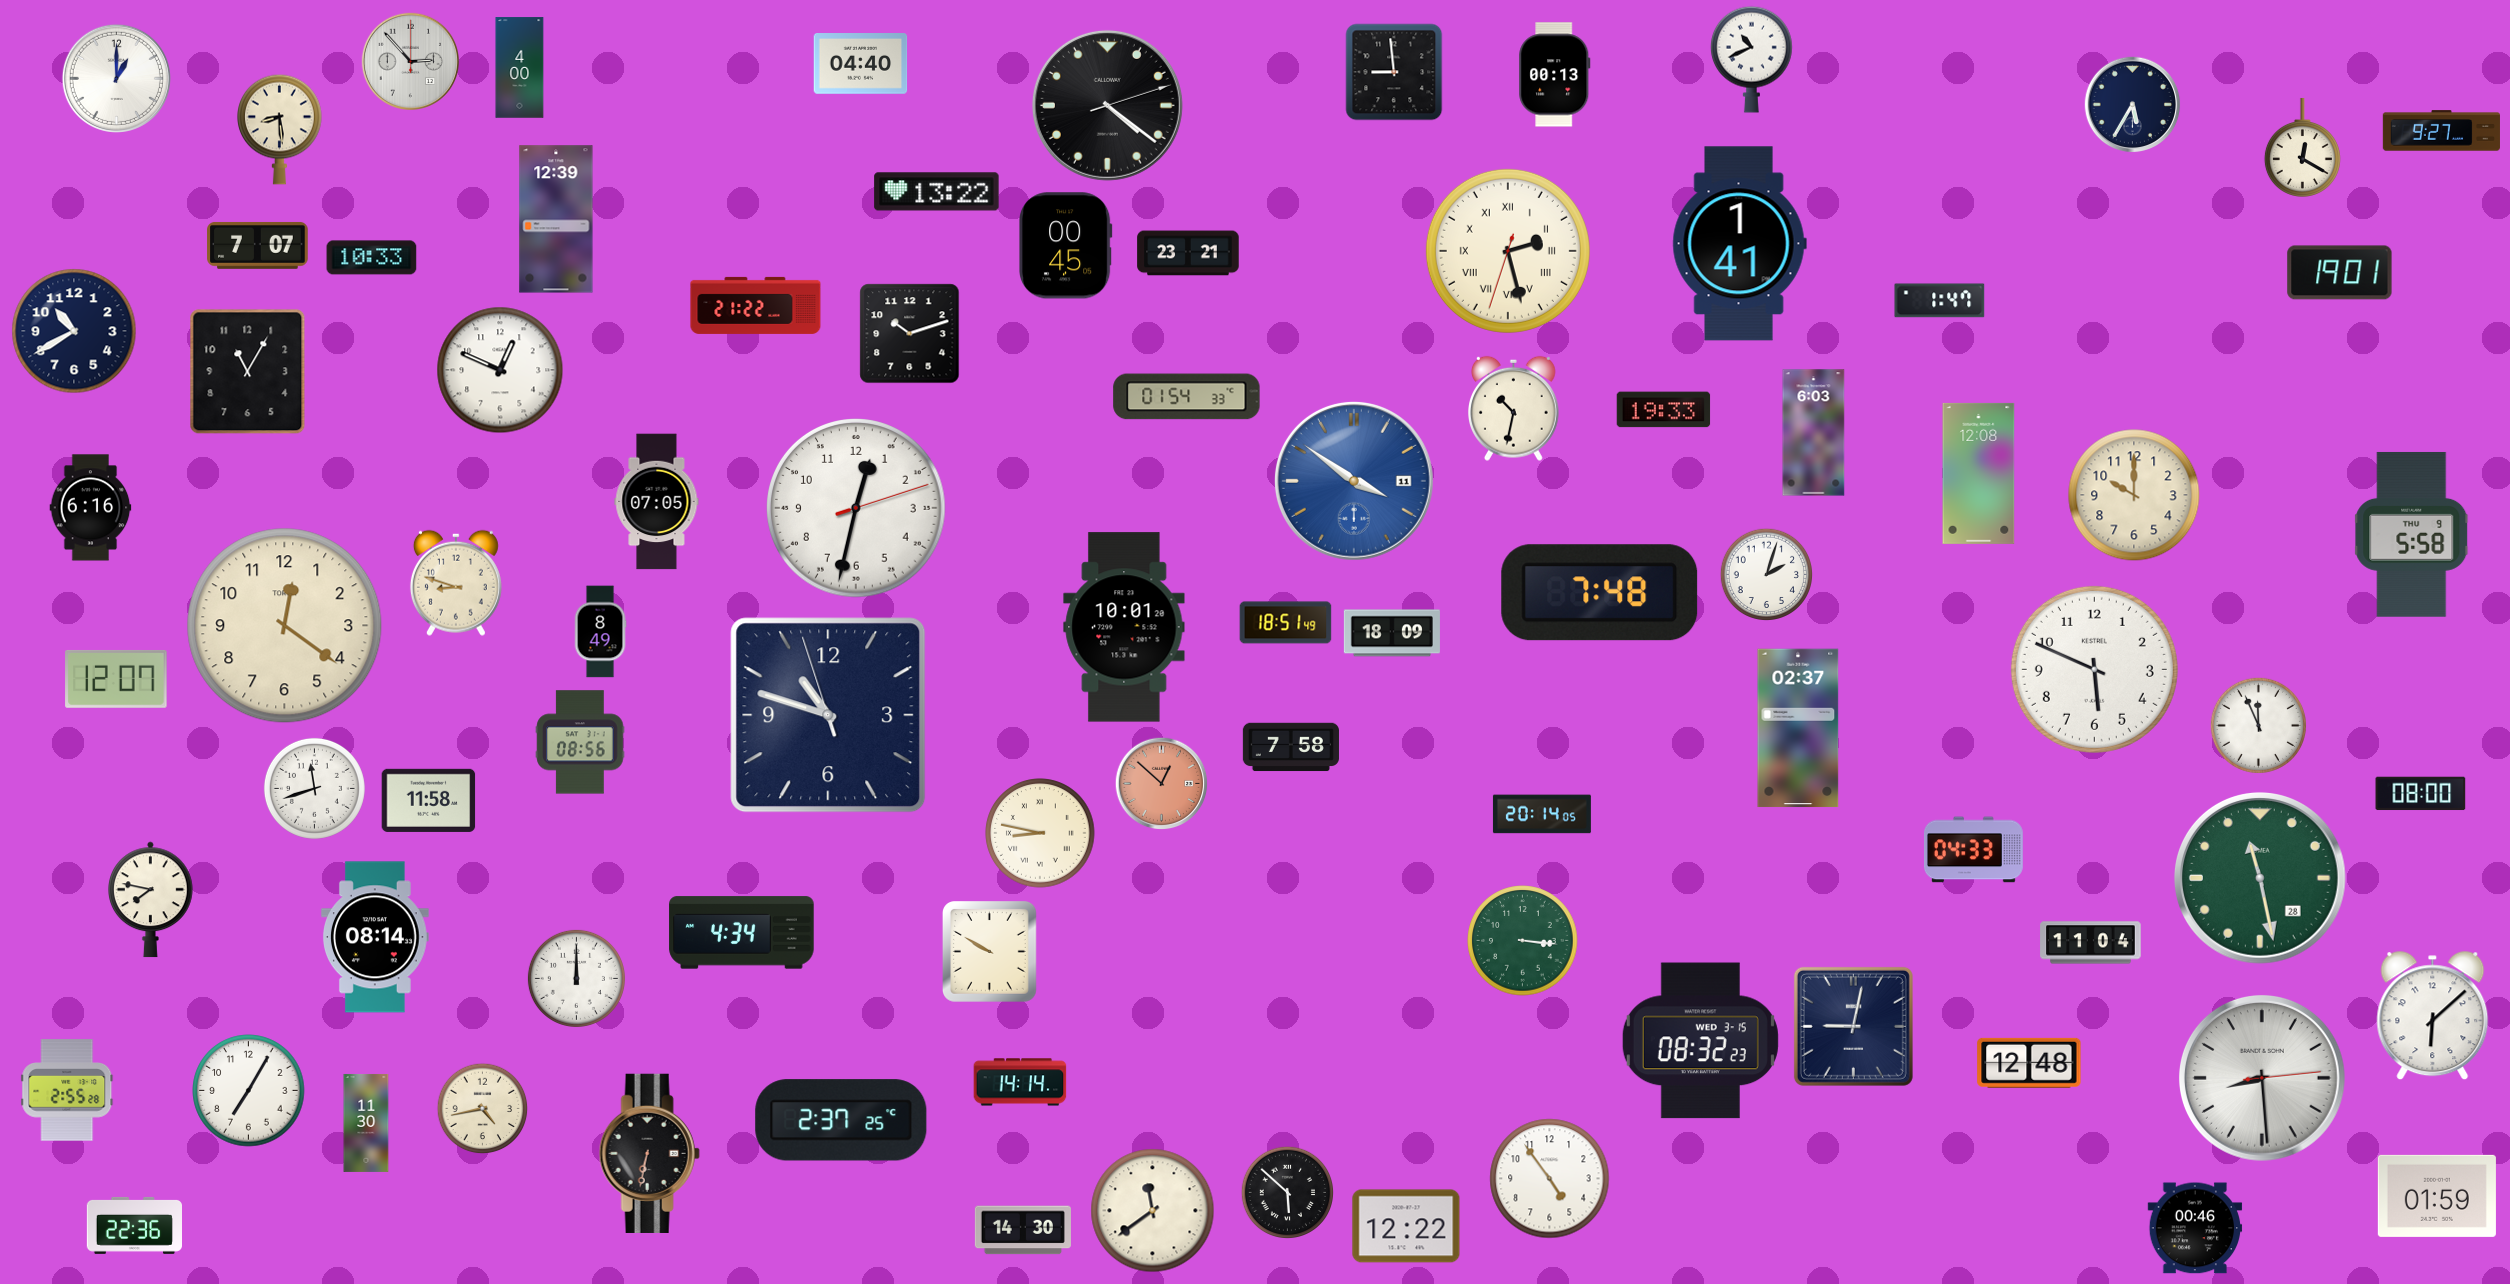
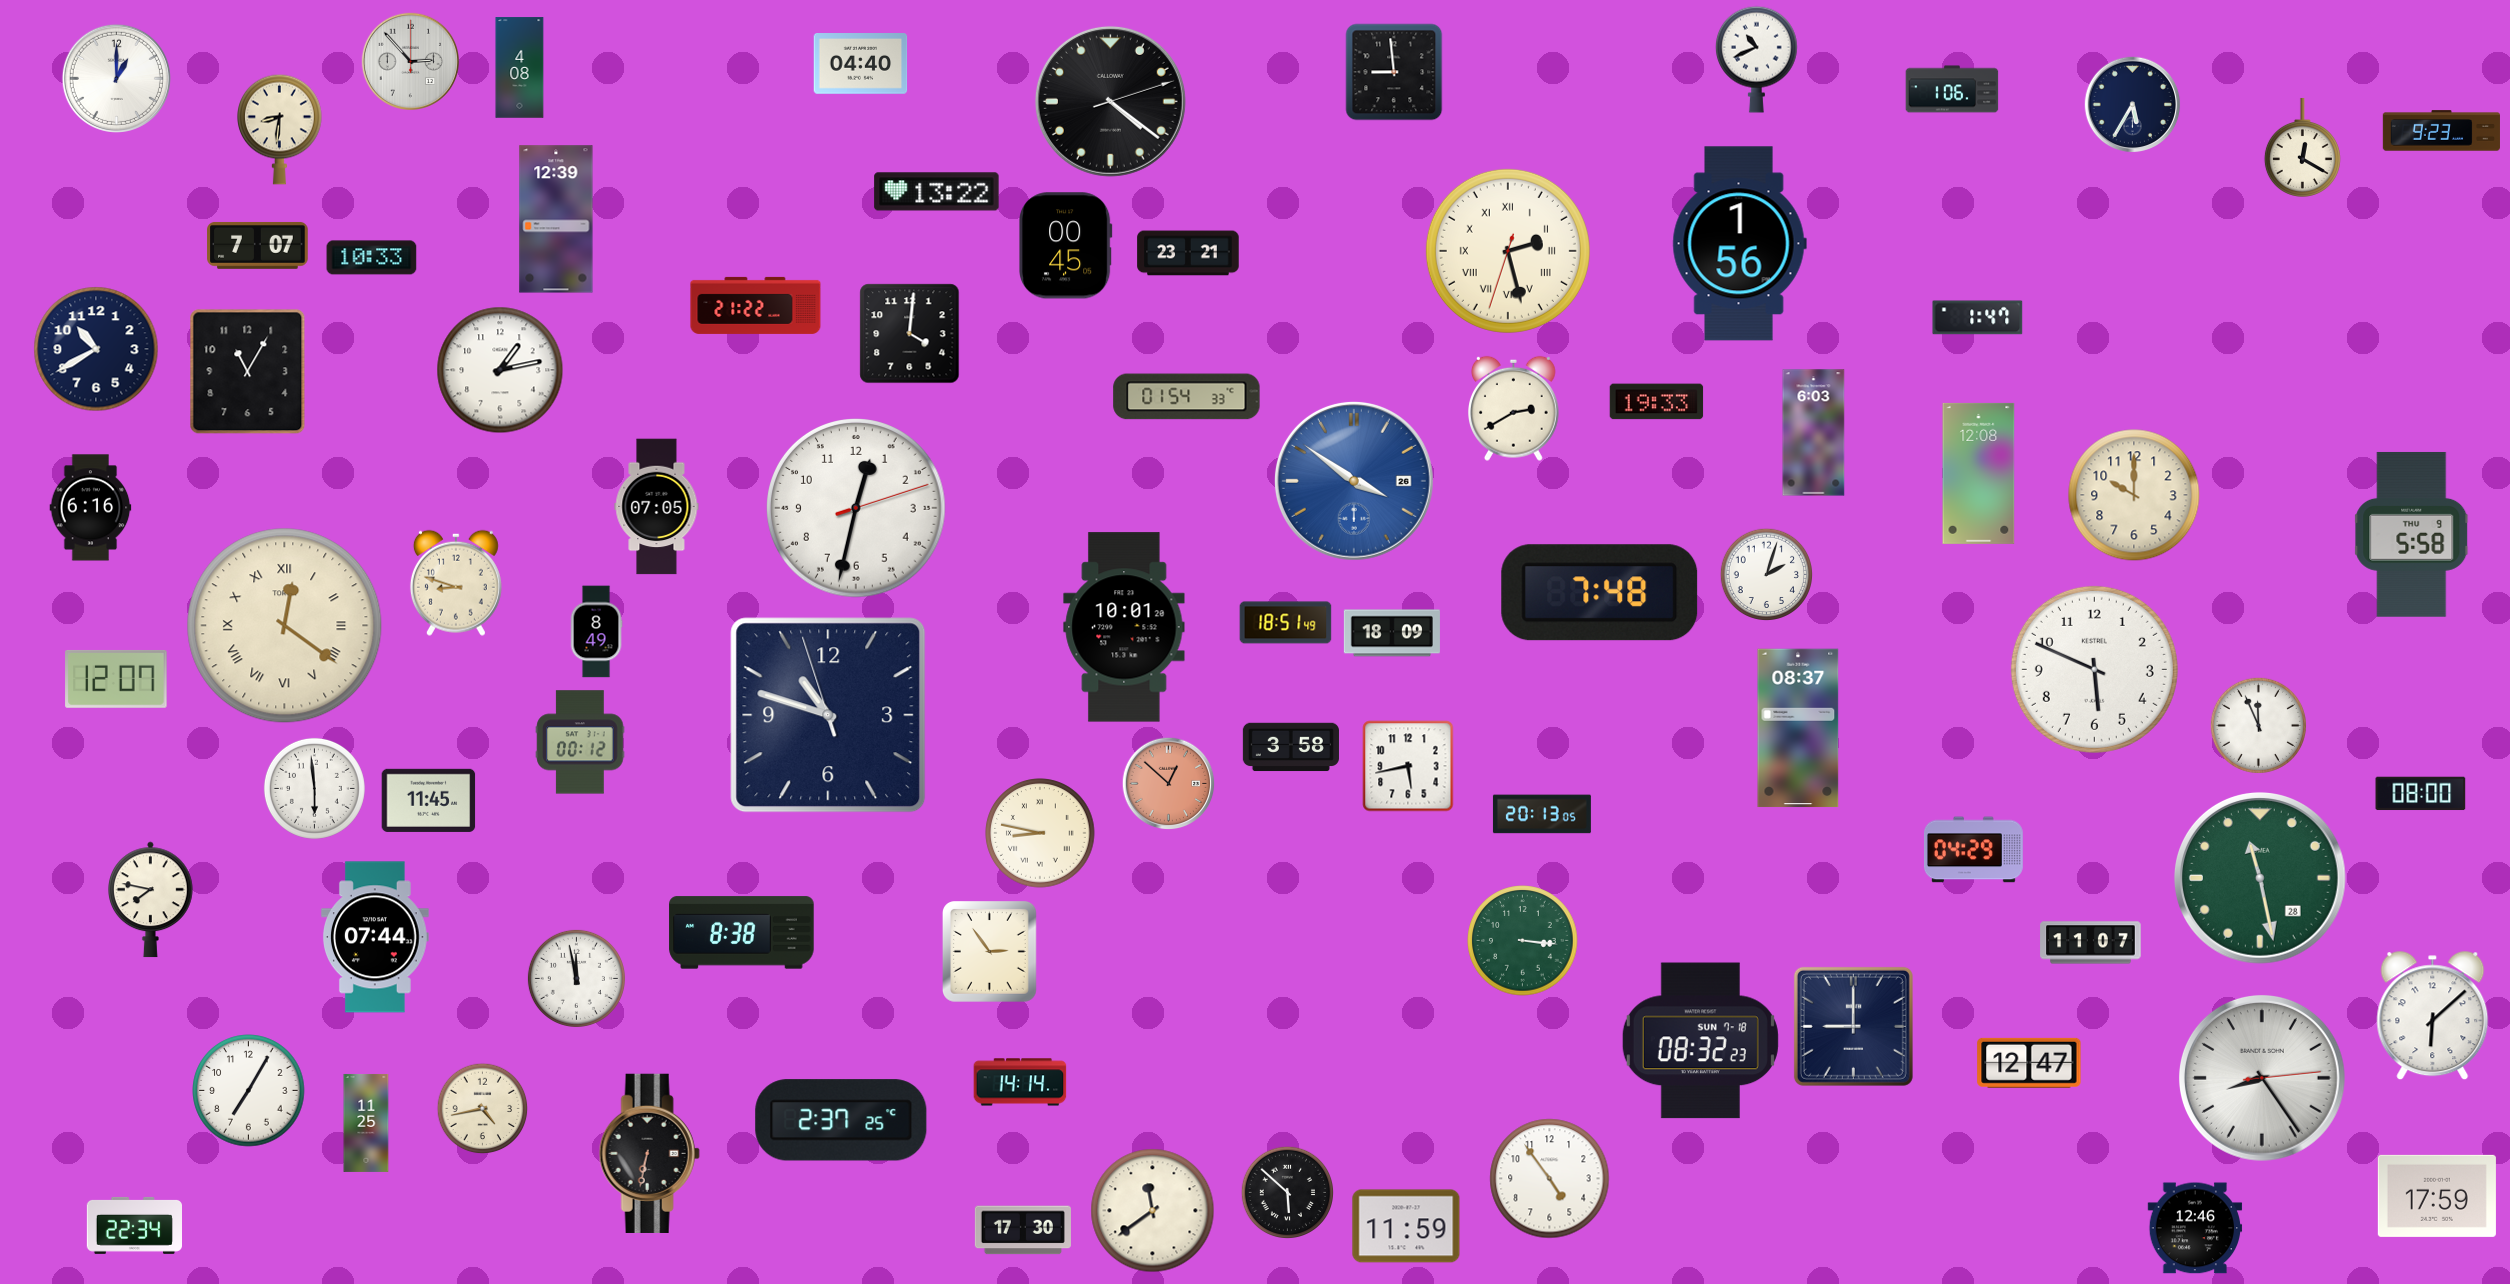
clock at (1751, 59) position: (1751, 59) -> (1756, 59)
clock at (520, 68): 4:00 -> 4:08
clock at (1555, 75): 00:13 -> none
clock at (1952, 89): none -> 1:06
clock at (1107, 105) position: (1107, 105) -> (1110, 101)
clock at (280, 129): 8:29 -> 8:31
clock at (2441, 131): 9:27 -> 9:23
clock at (1739, 244): 1:41 -> 1:56
clock at (2340, 273): 19:01 -> none
clock at (1940, 301) position: (1940, 301) -> (1978, 318)
clock at (74, 331) position: (74, 331) -> (96, 349)
clock at (910, 334): 10:12 -> 4:01
clock at (500, 370): 12:49 -> 1:13
clock at (1514, 408): 10:32 -> 2:40
clock at (1664, 410) position: (1664, 410) -> (1657, 402)
clock at (1354, 481) date: 11 -> 26
clock at (657, 502) position: (657, 502) -> (657, 507)
clock at (285, 626) numerals: Arabic -> Roman
clock at (600, 632) position: (600, 632) -> (596, 632)
clock at (1798, 728): 02:37 -> 08:37
clock at (580, 742): 08:56 -> 00:12
clock at (1291, 747): 7:58 -> 3:58
clock at (1408, 766): none -> 5:43
clock at (1162, 784) position: (1162, 784) -> (1169, 784)
clock at (314, 788): 11:42 -> 5:59
clock at (429, 800): 11:58 -> 11:45
clock at (1542, 814): 20:14 -> 20:13
clock at (1973, 850): 04:33 -> 04:29
clock at (742, 933): 4:34 -> 8:38
clock at (375, 937): 08:14 -> 07:44
clock at (2091, 943): 11:04 -> 11:07
clock at (990, 952): 9:50 -> 2:54
clock at (576, 978): 12:00 -> 11:58
clock at (1853, 1026): 9:02 -> 9:00
clock at (1700, 1041) date: WED 3-15 -> SUN 7-18
clock at (2029, 1063): 12:48 -> 12:47
clock at (2262, 1078): 8:29 -> 8:24
clock at (67, 1090): 2:55 -> none
clock at (366, 1123): 11:30 -> 11:25
clock at (2437, 1196): 01:59 -> 17:59
clock at (134, 1225): 22:36 -> 22:34
clock at (1406, 1226): 12:22 -> 11:59
clock at (2195, 1228): 00:46 -> 12:46
clock at (1023, 1230): 14:30 -> 17:30
